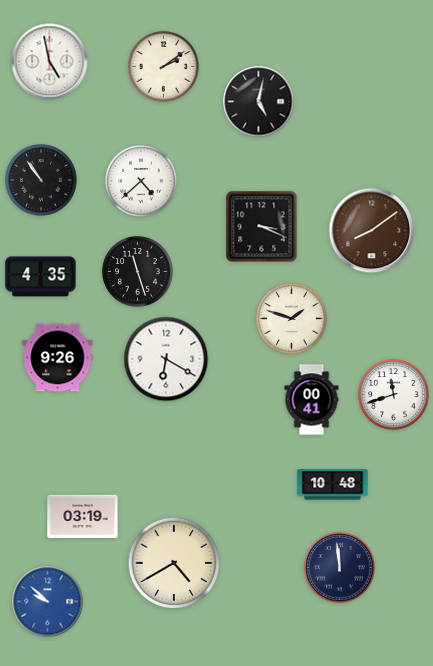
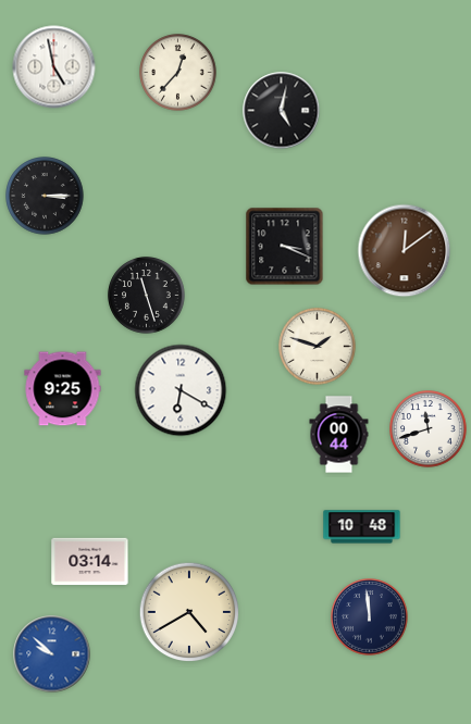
clock at (164, 67): 2:09 -> 12:37
clock at (41, 180): 10:54 -> 3:15
clock at (141, 181): 4:38 -> none
clock at (372, 231): 8:09 -> 12:09
clock at (138, 272) position: (138, 272) -> (147, 296)
clock at (41, 277): 4:35 -> none
clock at (58, 358): 9:26 -> 9:25
clock at (312, 400): 00:41 -> 00:44
clock at (83, 517): 03:19 -> 03:14
